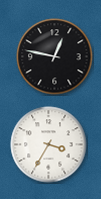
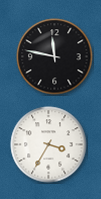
clock at (55, 57): 12:47 -> 11:47
